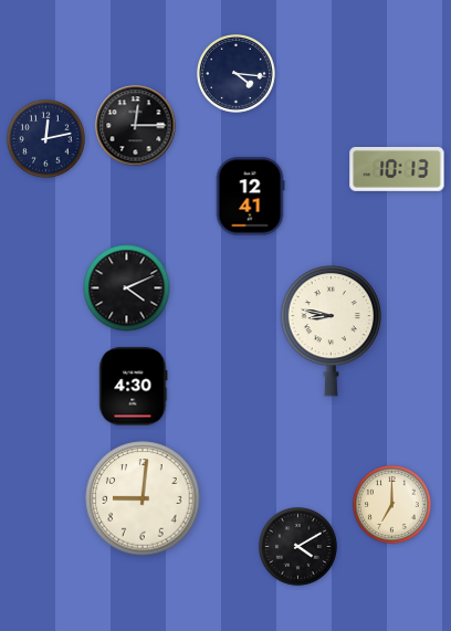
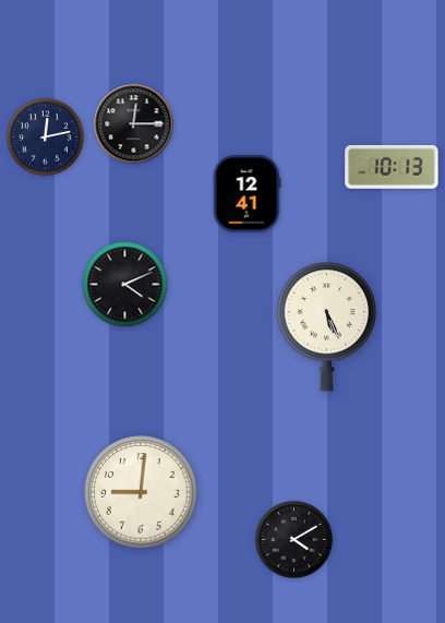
clock at (237, 74): 4:16 -> none
clock at (332, 332): 8:47 -> 5:26
clock at (134, 387): 4:30 -> none
clock at (392, 505): 7:00 -> none
